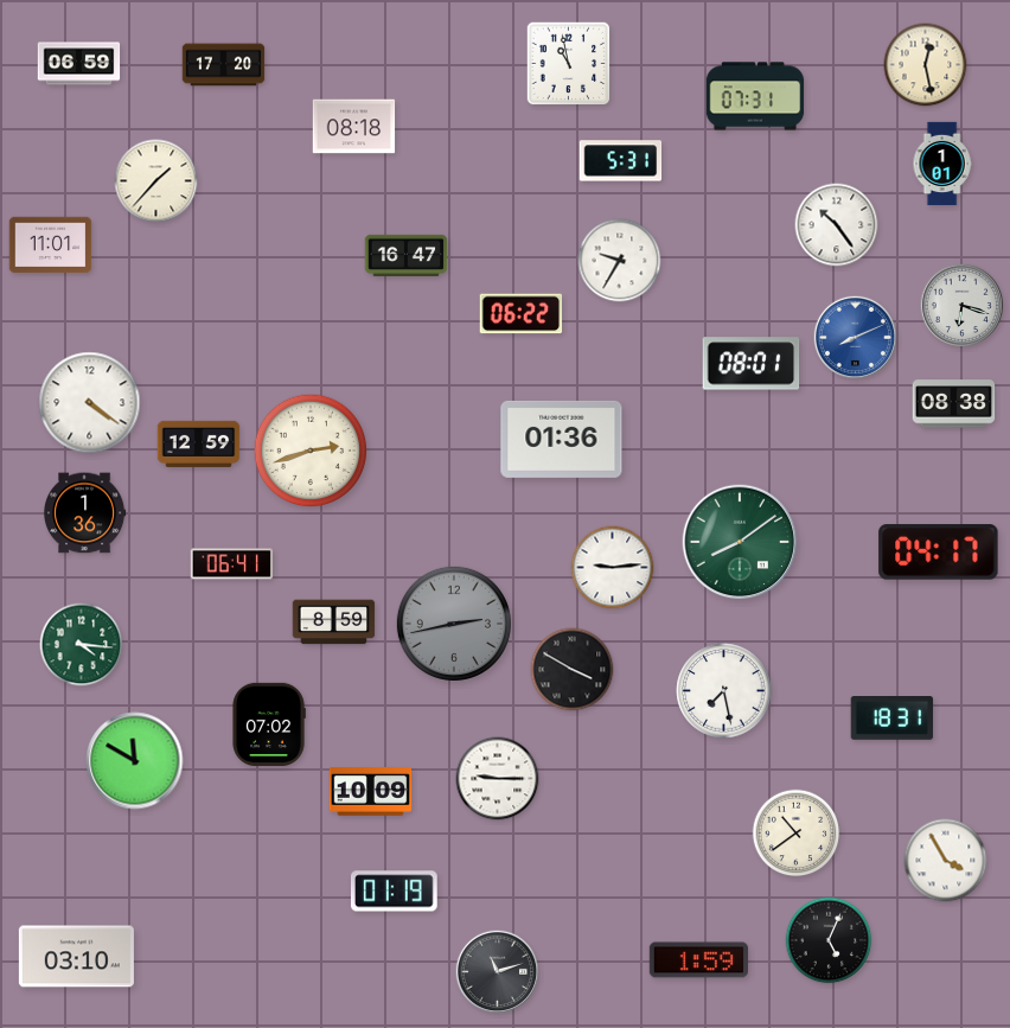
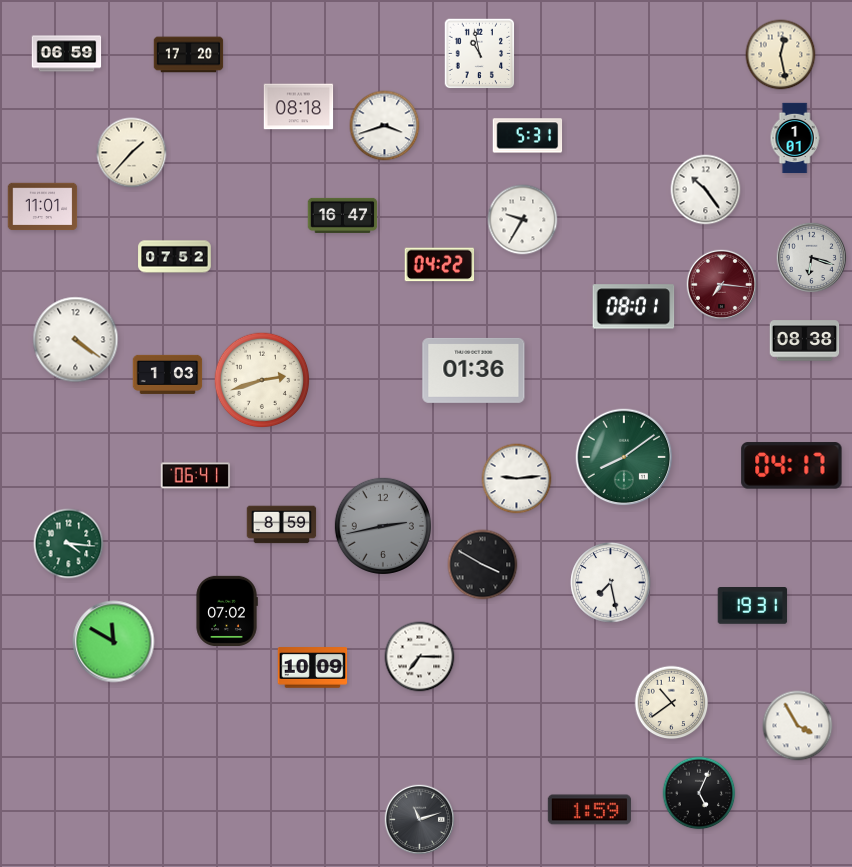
clock at (755, 96): 07:31 -> none
clock at (385, 126): none -> 3:42
clock at (621, 161) position: (621, 161) -> (528, 136)
clock at (175, 257): none -> 07:52
clock at (522, 314): 06:22 -> 04:22
clock at (855, 337): 8:11 -> 7:16
clock at (855, 337) dial: blue -> burgundy
clock at (199, 443): 12:59 -> 1:03
clock at (85, 513): 1:36 -> none
clock at (893, 719): 18:31 -> 19:31
clock at (498, 779): 9:15 -> 7:15
clock at (394, 892): 01:19 -> none
clock at (76, 957): 03:10 -> none
